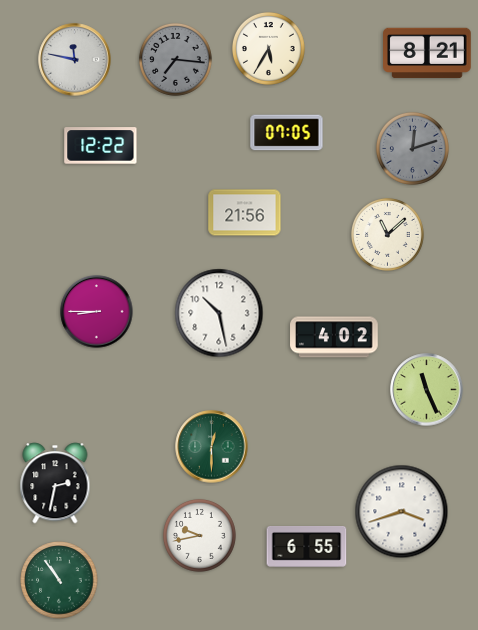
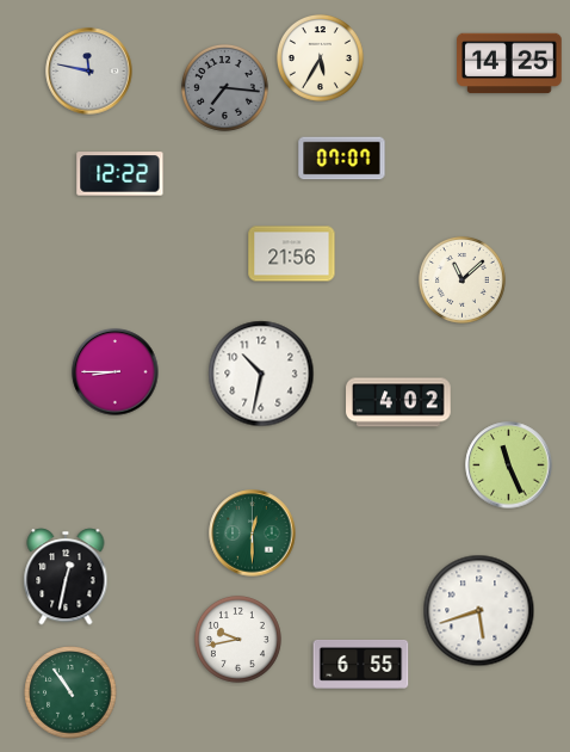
clock at (427, 53): 8:21 -> 14:25
clock at (175, 59) position: (175, 59) -> (224, 87)
clock at (287, 133): 07:05 -> 07:07
clock at (412, 148): 12:12 -> none
clock at (219, 313): 10:28 -> 10:32
clock at (55, 483): 2:32 -> 12:32
clock at (402, 512): 3:42 -> 5:42
clock at (307, 547) position: (307, 547) -> (361, 665)
